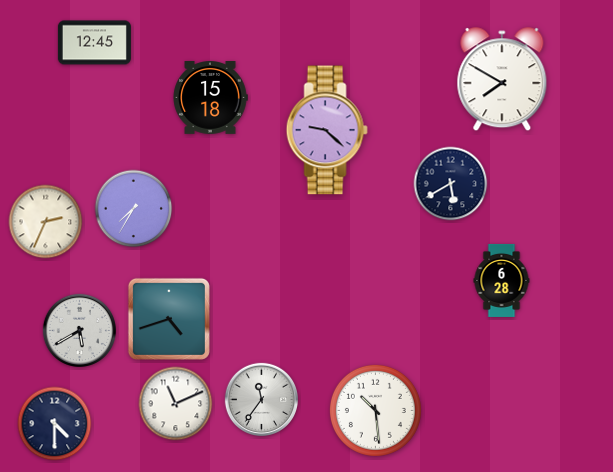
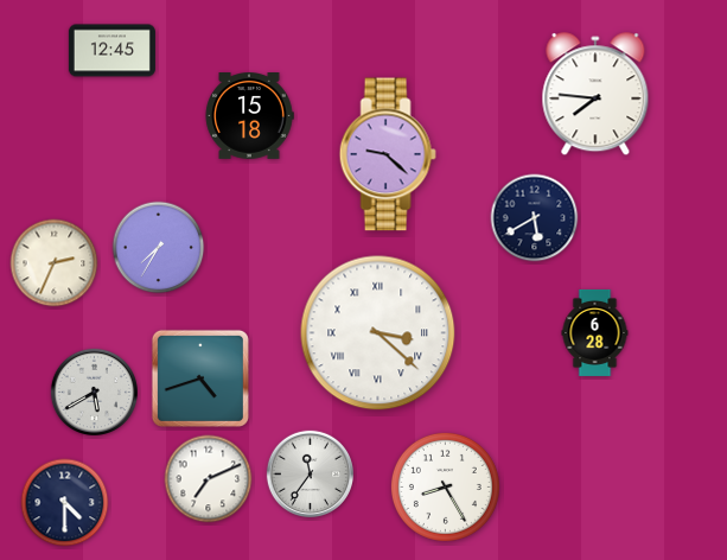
clock at (502, 80): 7:50 -> 7:46
clock at (378, 333): none -> 3:22
clock at (176, 404): 11:11 -> 7:11
clock at (375, 410): 10:29 -> 8:25
